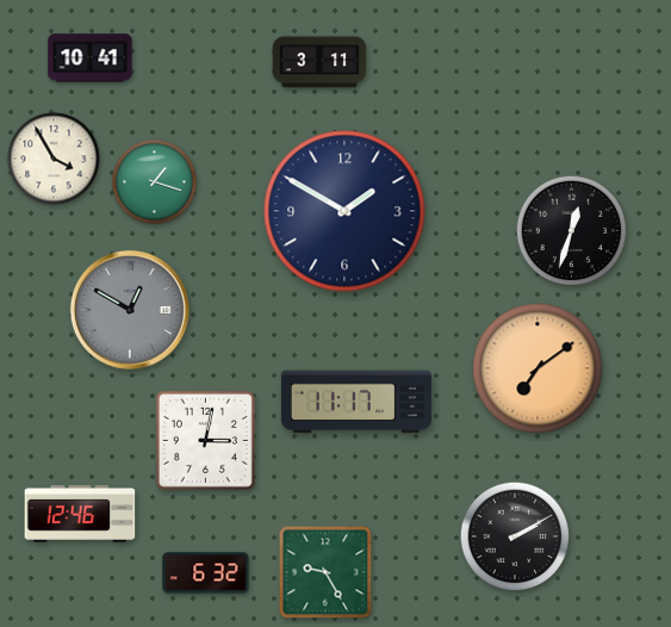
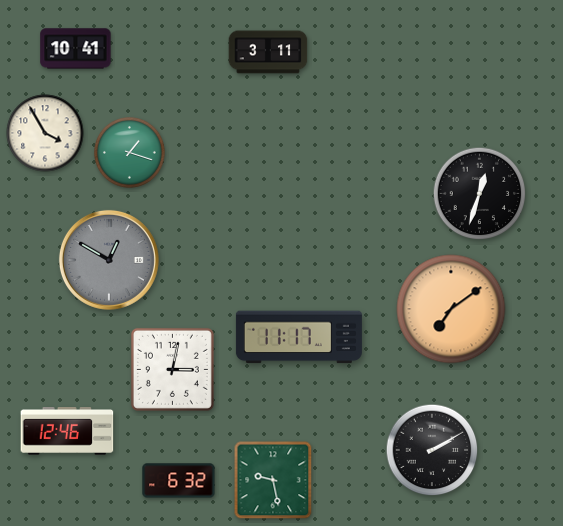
clock at (344, 211): 1:50 -> none
clock at (325, 572): 9:25 -> 9:28
clock at (206, 573) position: (206, 573) -> (179, 481)
